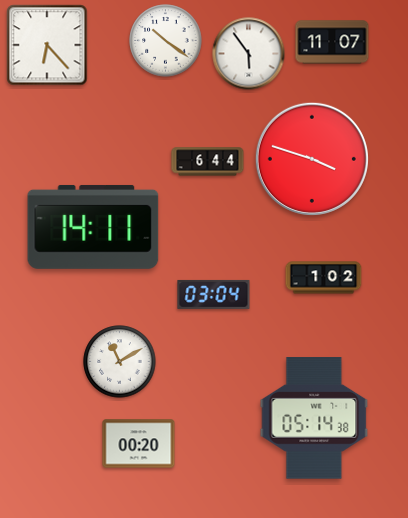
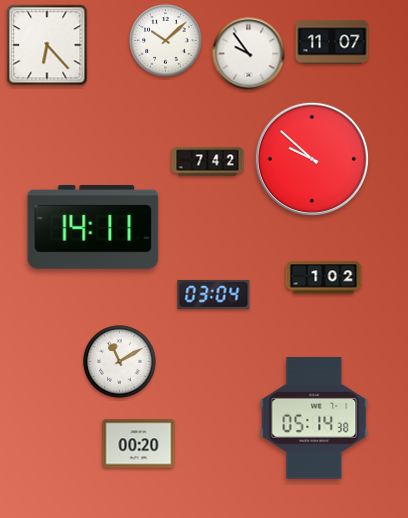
clock at (166, 41): 10:21 -> 10:08
clock at (249, 54): 5:54 -> 9:54
clock at (312, 159): 3:48 -> 9:52
clock at (208, 162): 6:44 -> 7:42
